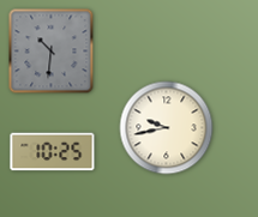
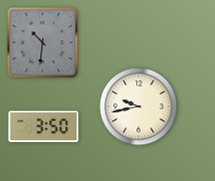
clock at (53, 152): 10:25 -> 3:50
